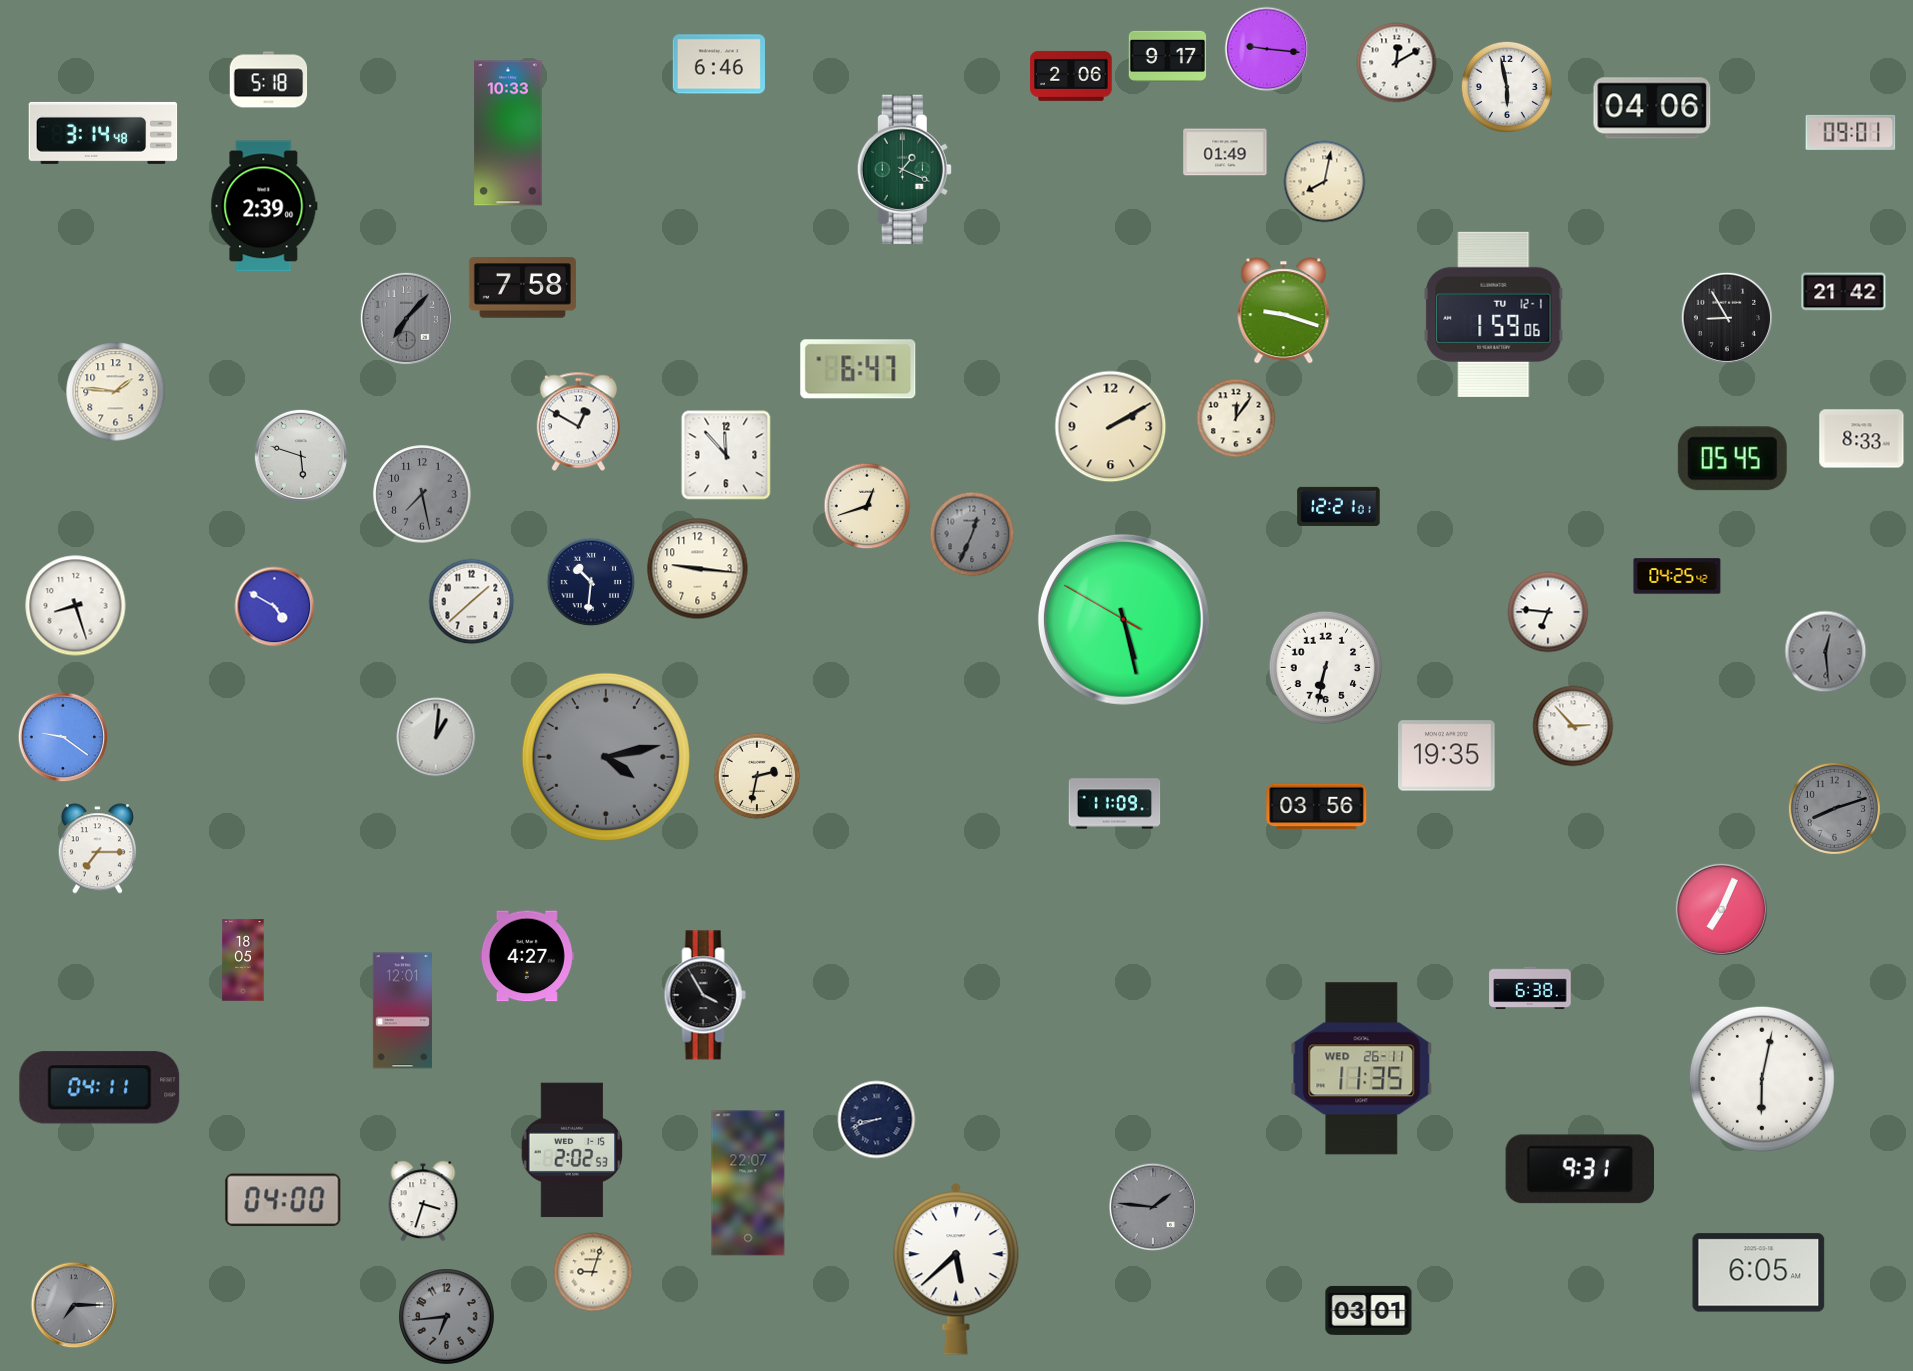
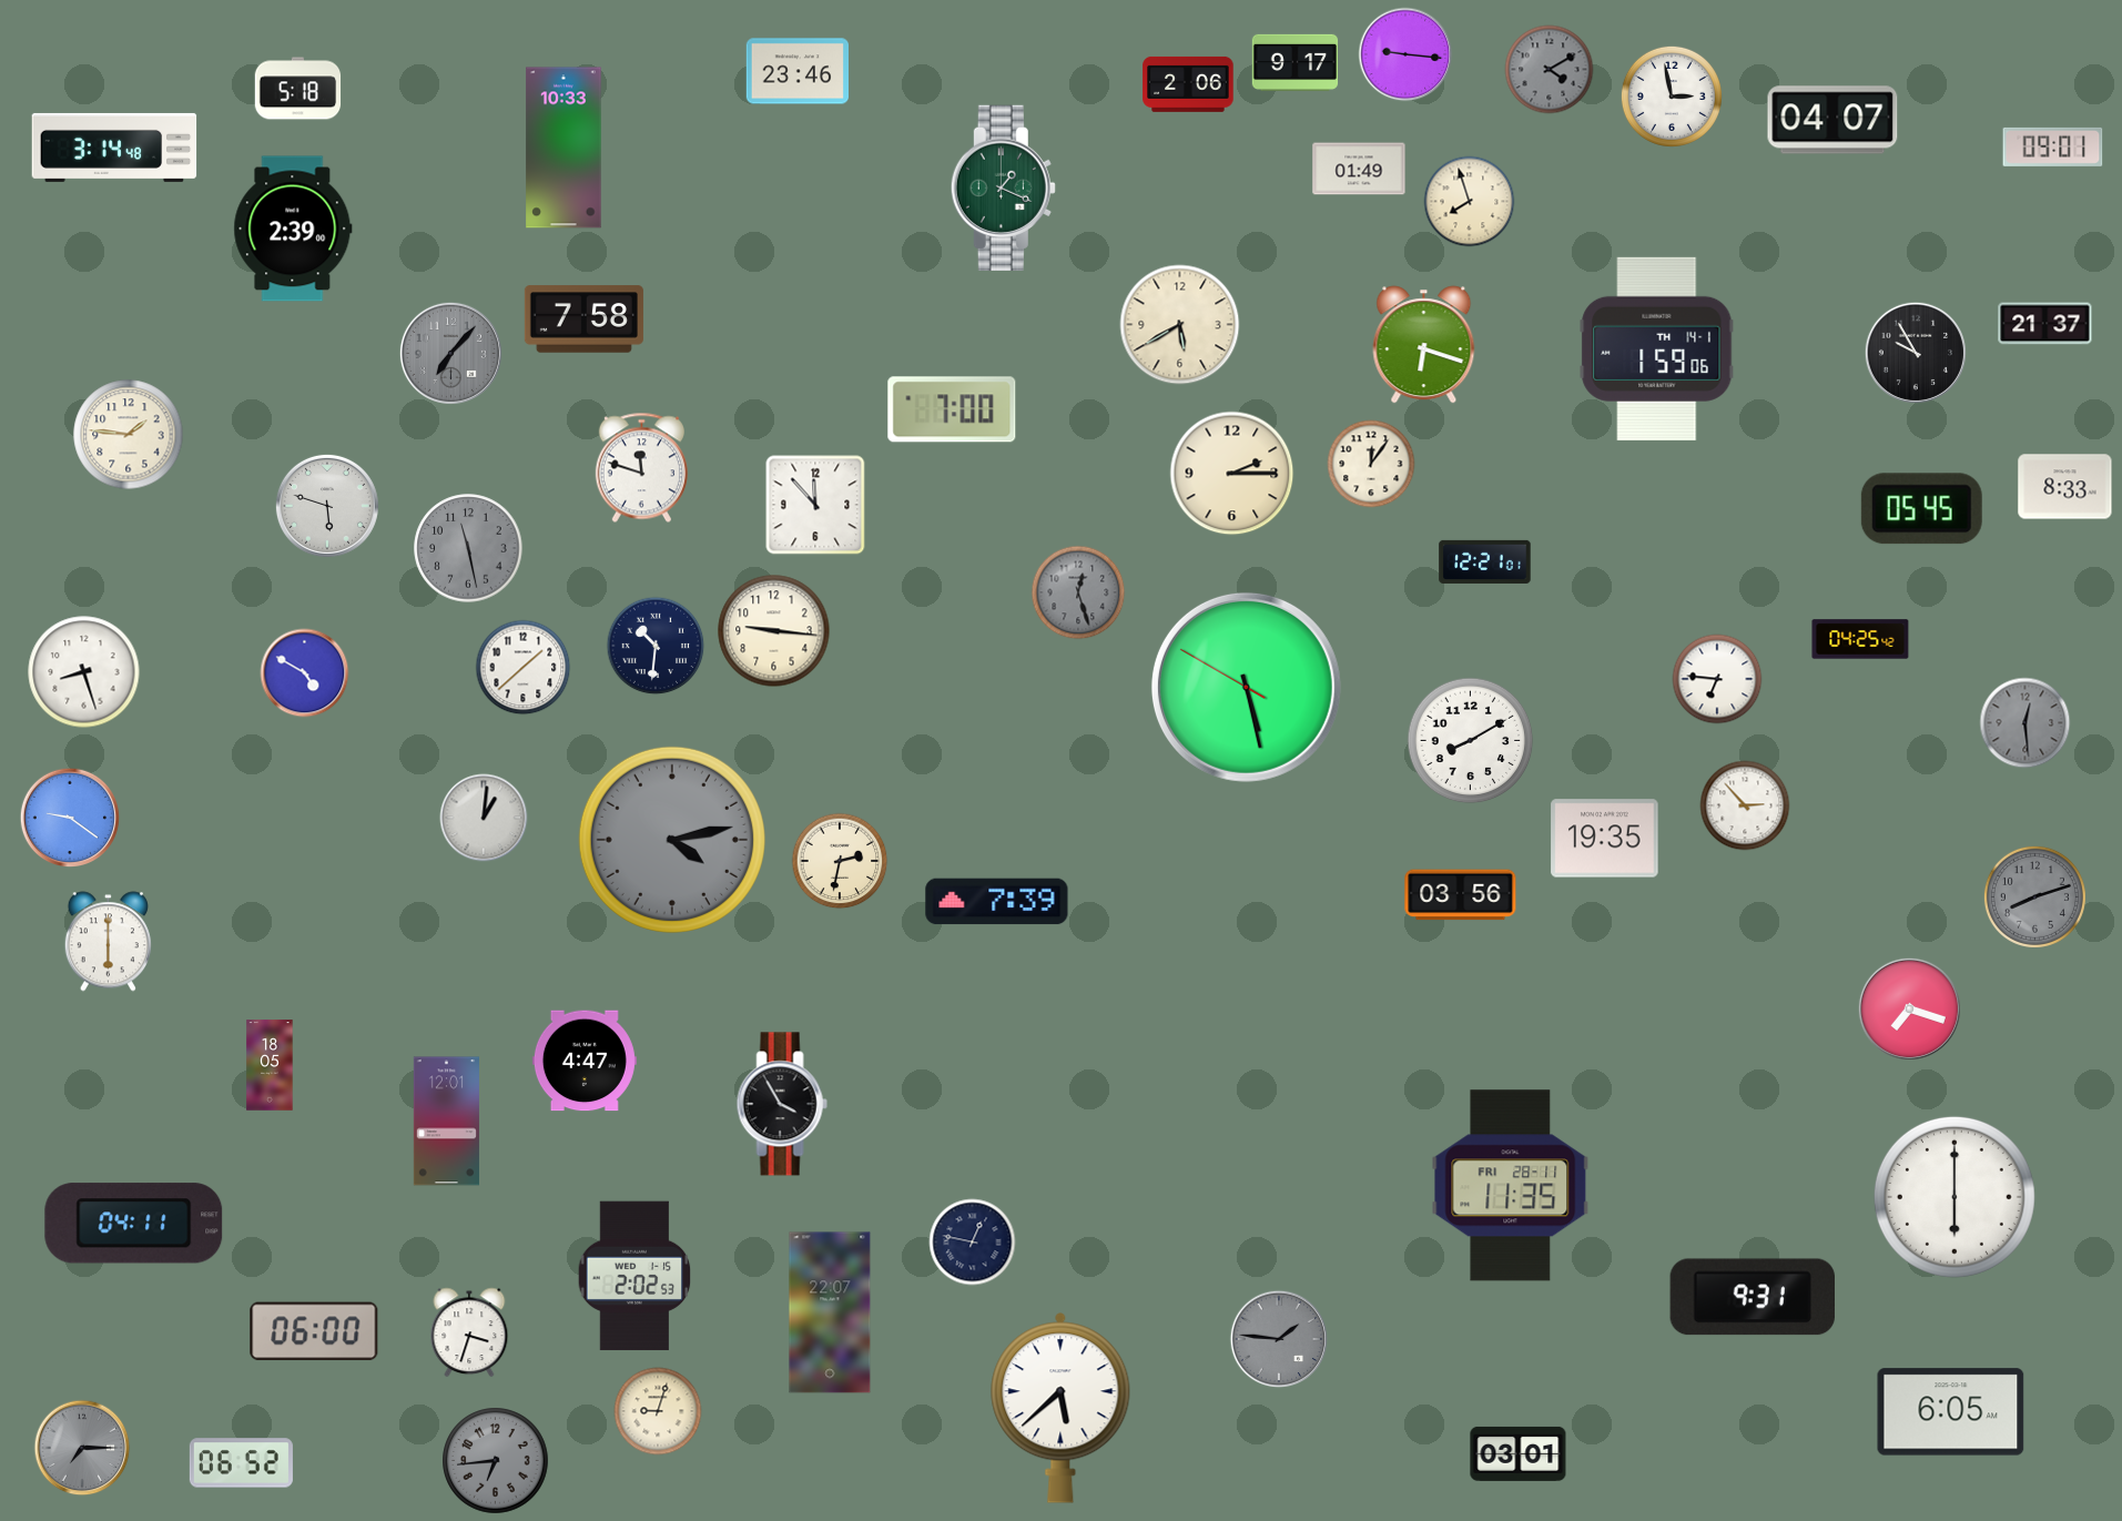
clock at (1397, 63): 12:10 -> 4:10
clock at (1397, 63) dial: white -> grey
clock at (718, 64): 6:46 -> 23:46
clock at (1507, 87): 5:58 -> 2:58
clock at (1652, 108): 04:06 -> 04:07
clock at (1325, 182): 8:02 -> 7:57
clock at (522, 288) position: (522, 288) -> (583, 320)
clock at (1844, 292): 21:42 -> 21:37
clock at (1180, 325): none -> 5:40
clock at (1284, 311): 9:18 -> 6:18
clock at (1494, 314) date: TU 12-1 -> TH 14-1
clock at (1727, 318): 8:55 -> 9:55
clock at (858, 369): 6:47 -> 7:00
clock at (578, 422): 12:50 -> 11:48
clock at (1111, 427): 2:10 -> 2:15
clock at (726, 455) position: (726, 455) -> (815, 505)
clock at (301, 456) position: (301, 456) -> (327, 506)
clock at (422, 494): 7:28 -> 11:28
clock at (867, 506): 12:42 -> none
clock at (972, 534): 12:34 -> 12:27
clock at (1326, 668): 6:32 -> 8:10
clock at (1115, 804): 11:09 -> none
clock at (997, 902): none -> 7:39
clock at (97, 849): 7:15 -> 6:00
clock at (1721, 909): 7:04 -> 7:18
clock at (527, 956): 4:27 -> 4:47
clock at (1530, 988): 6:38 -> none
clock at (1362, 1069) date: WED 26-11 -> FRI 28-11
clock at (1762, 1079): 6:02 -> 6:00
clock at (100, 1088) position: (100, 1088) -> (134, 1224)
clock at (877, 1120): 8:42 -> 12:47
clock at (283, 1200): 04:00 -> 06:00
clock at (241, 1463): none -> 06:52
